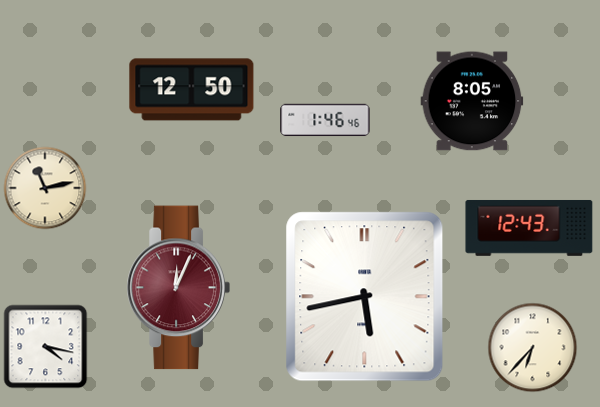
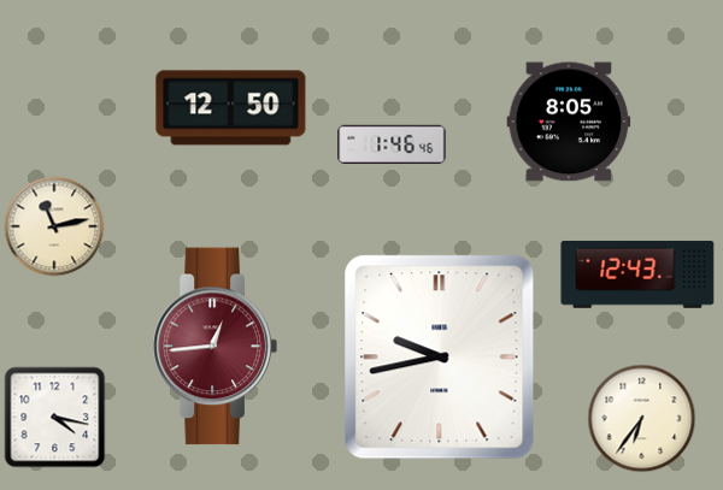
clock at (178, 288): 12:04 -> 12:44
clock at (365, 297): 5:43 -> 9:43
clock at (533, 348): 6:37 -> 6:36
